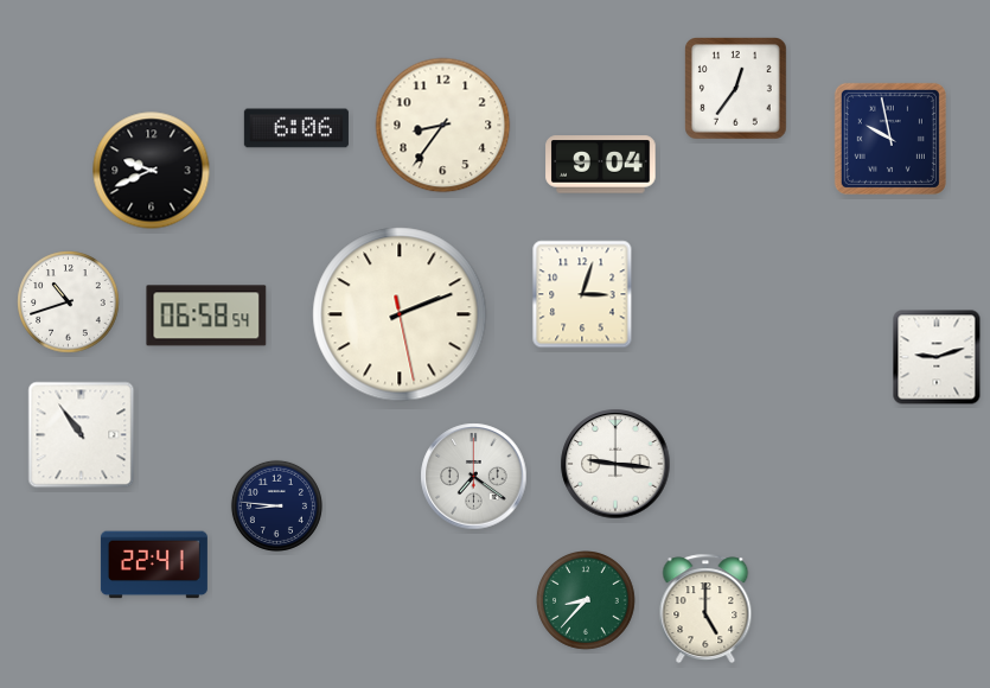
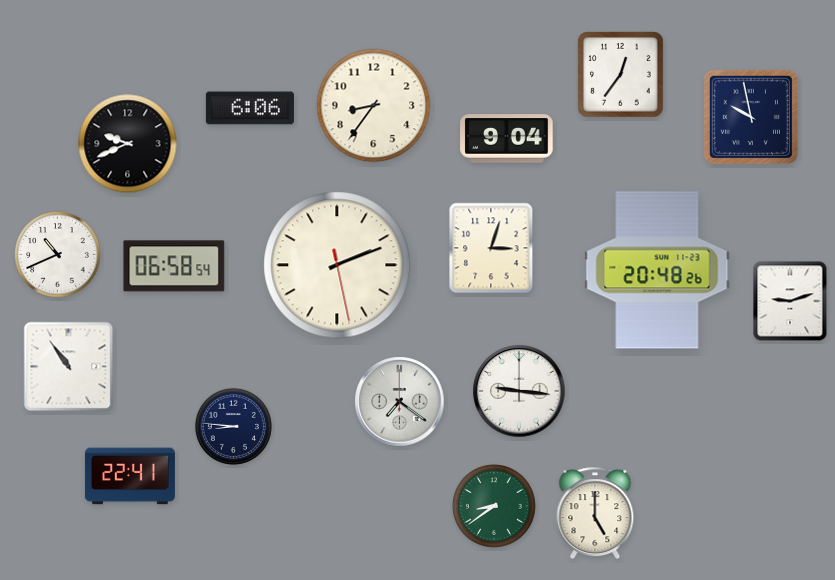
clock at (69, 302): 10:42 -> 10:41
clock at (657, 270): none -> 20:48
clock at (587, 601): 8:37 -> 8:39
